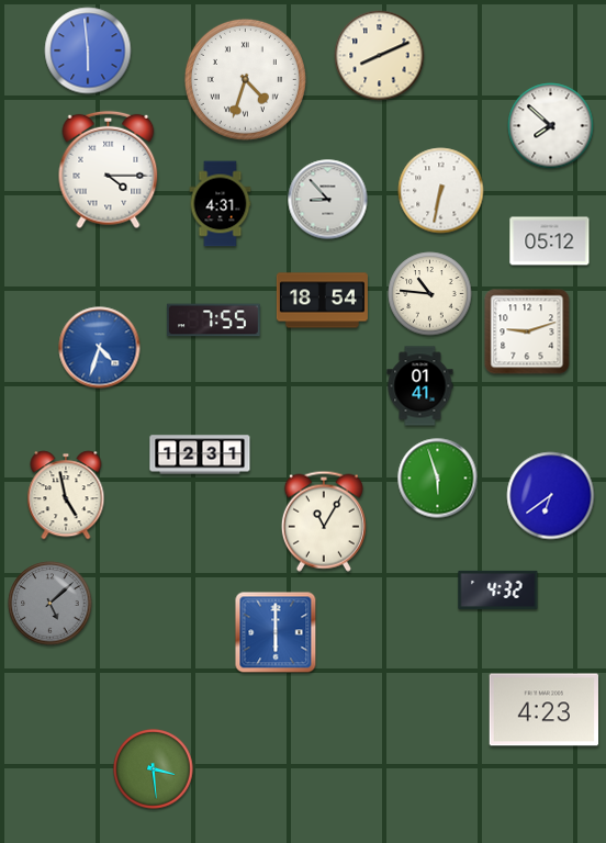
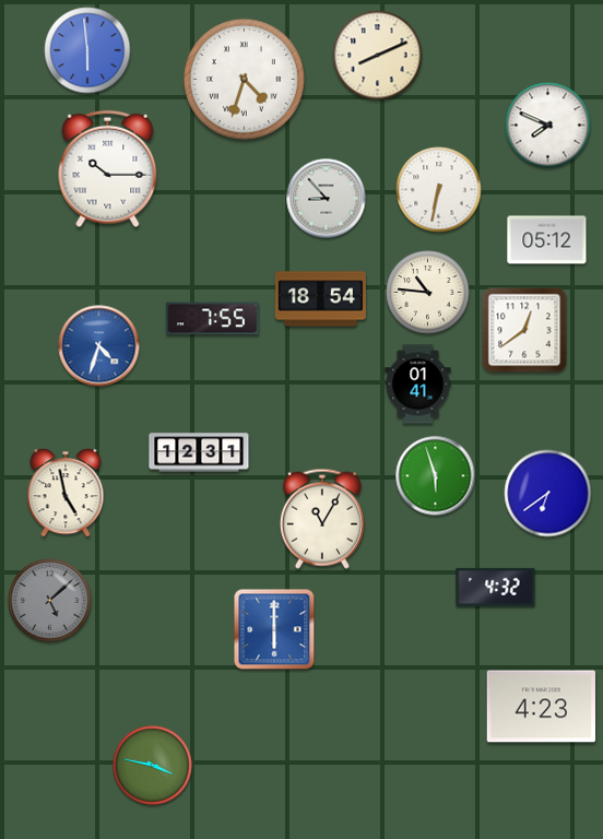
clock at (551, 126): 7:52 -> 7:49
clock at (109, 170): 4:15 -> 10:15
clock at (221, 204): 4:31 -> none
clock at (527, 331): 9:12 -> 12:39
clock at (154, 769): 3:29 -> 3:47
